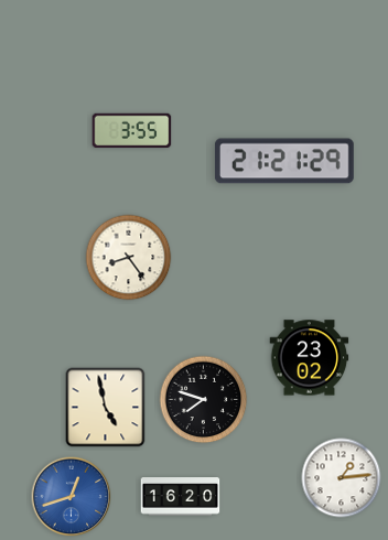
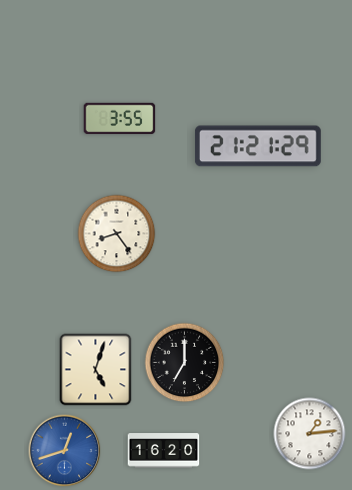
clock at (310, 358): 23:02 -> none
clock at (204, 400): 7:48 -> 7:00
clock at (106, 408): 4:58 -> 5:03
